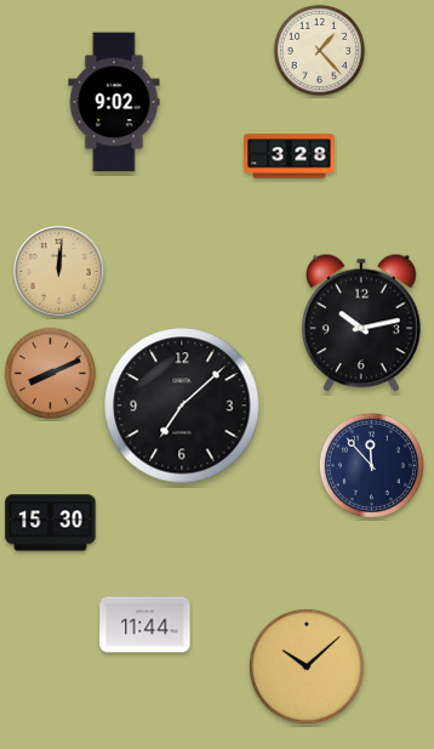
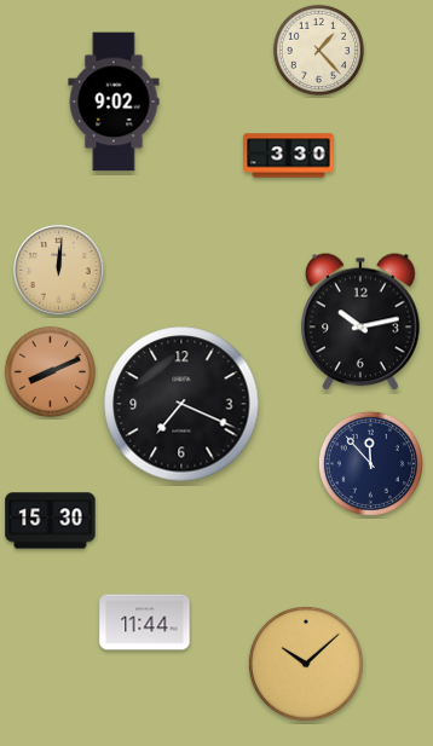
clock at (290, 157): 3:28 -> 3:30
clock at (182, 405): 7:08 -> 7:19
